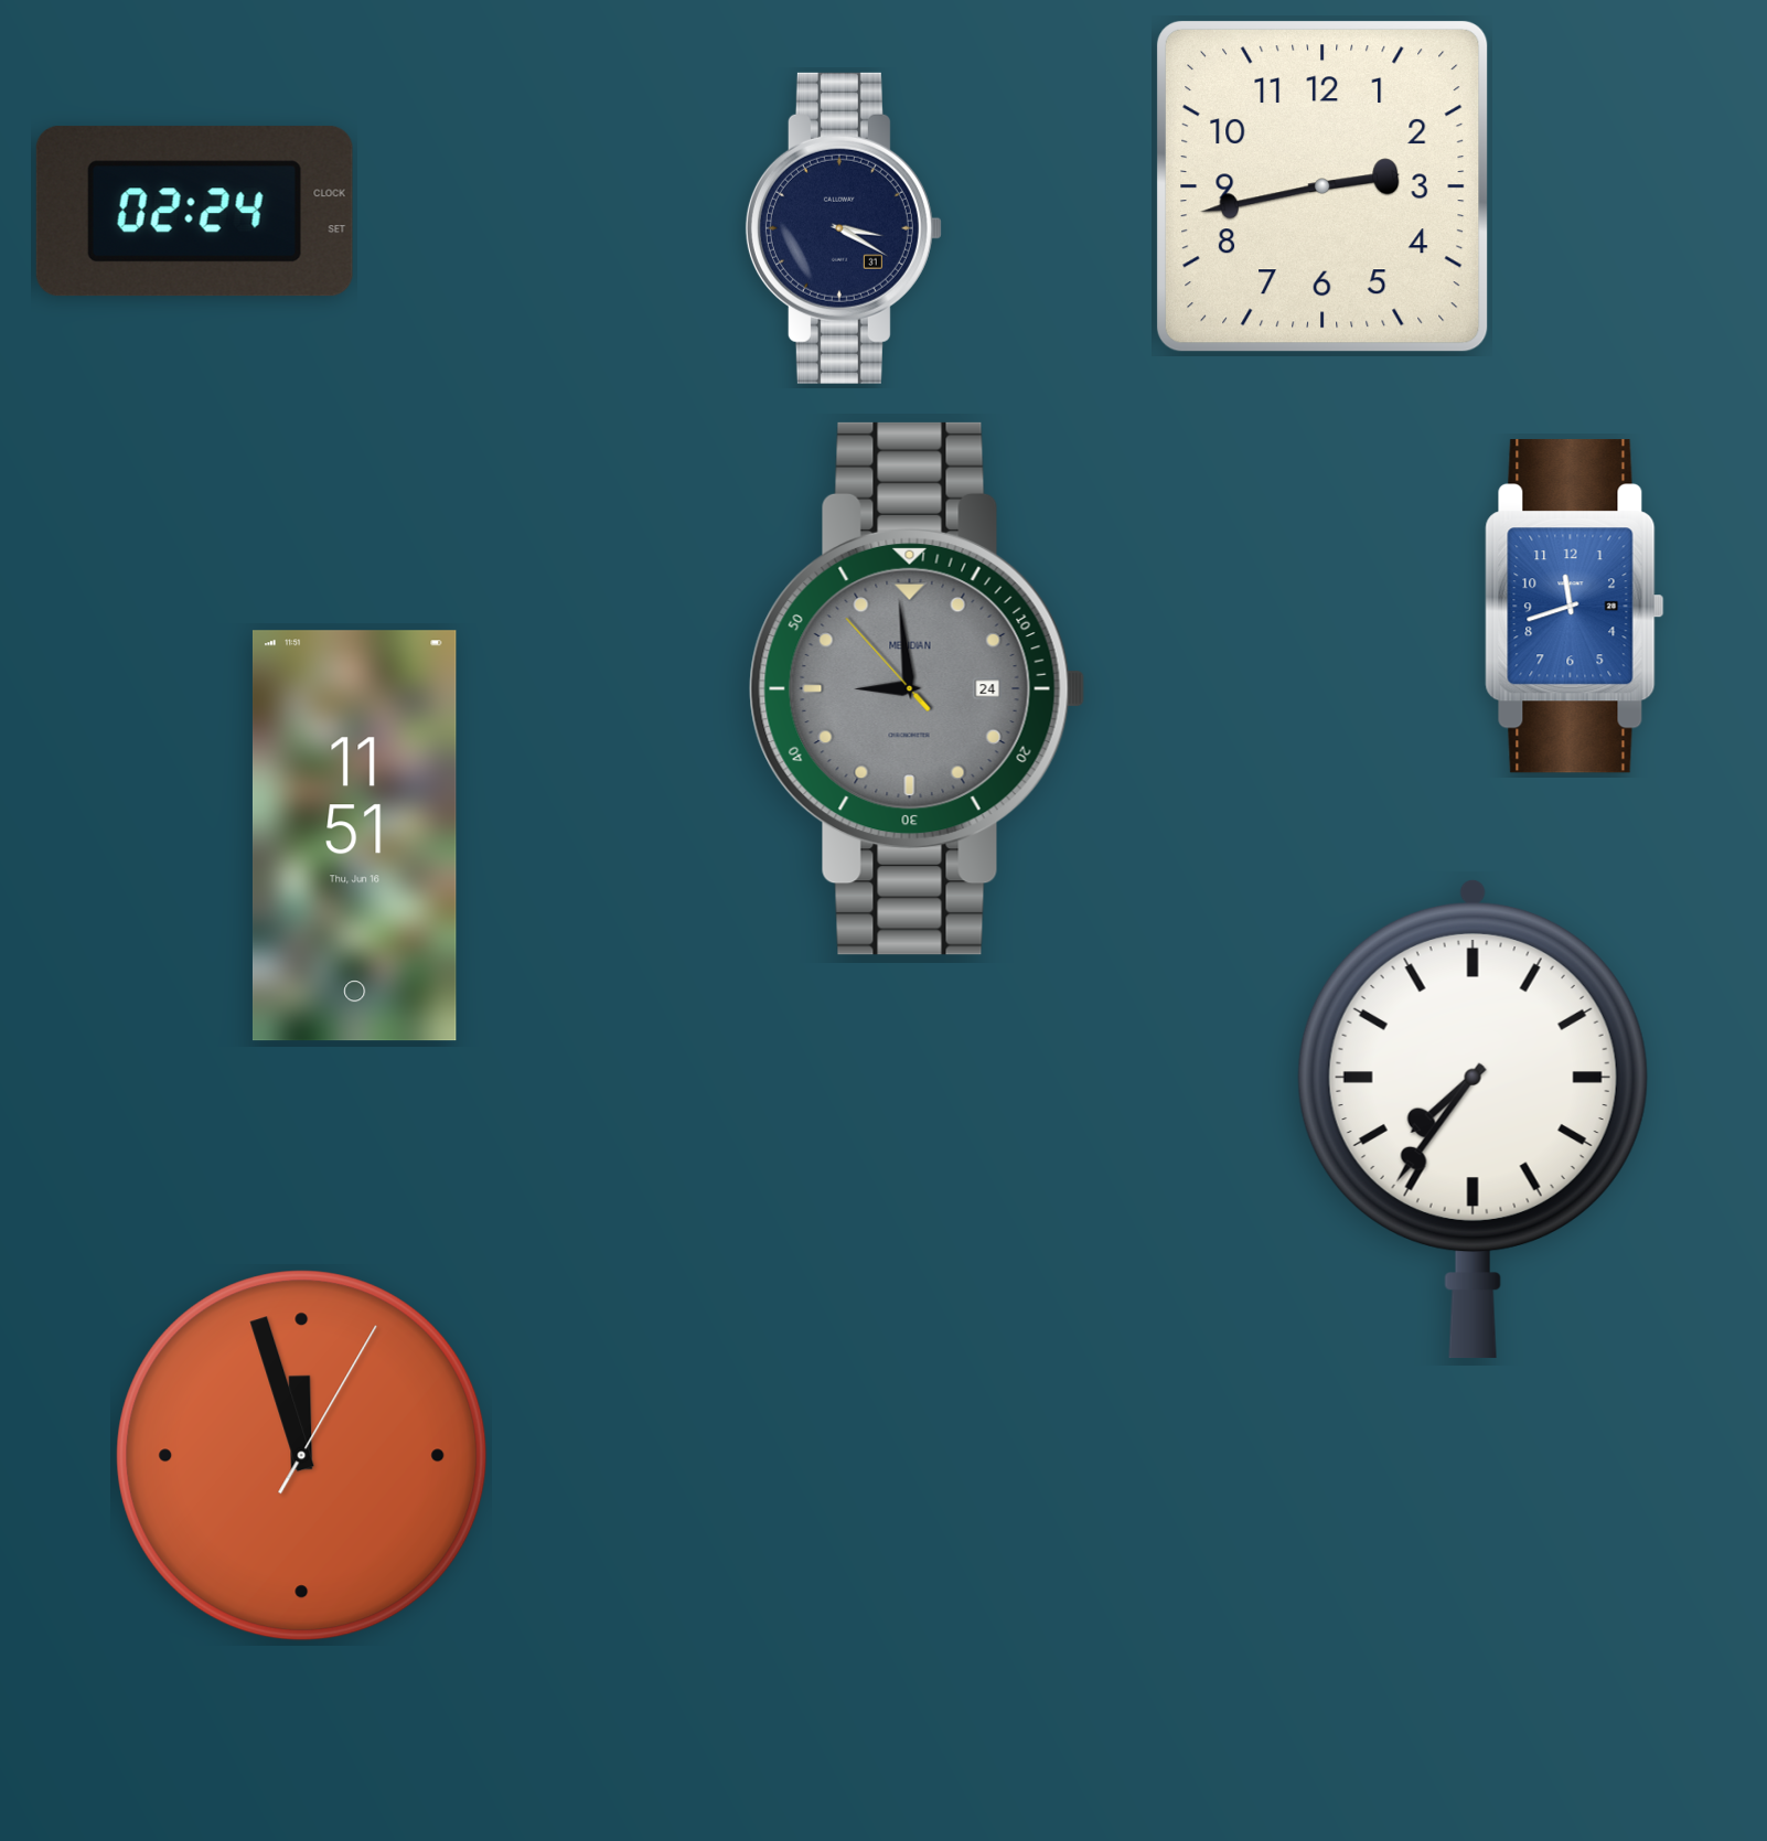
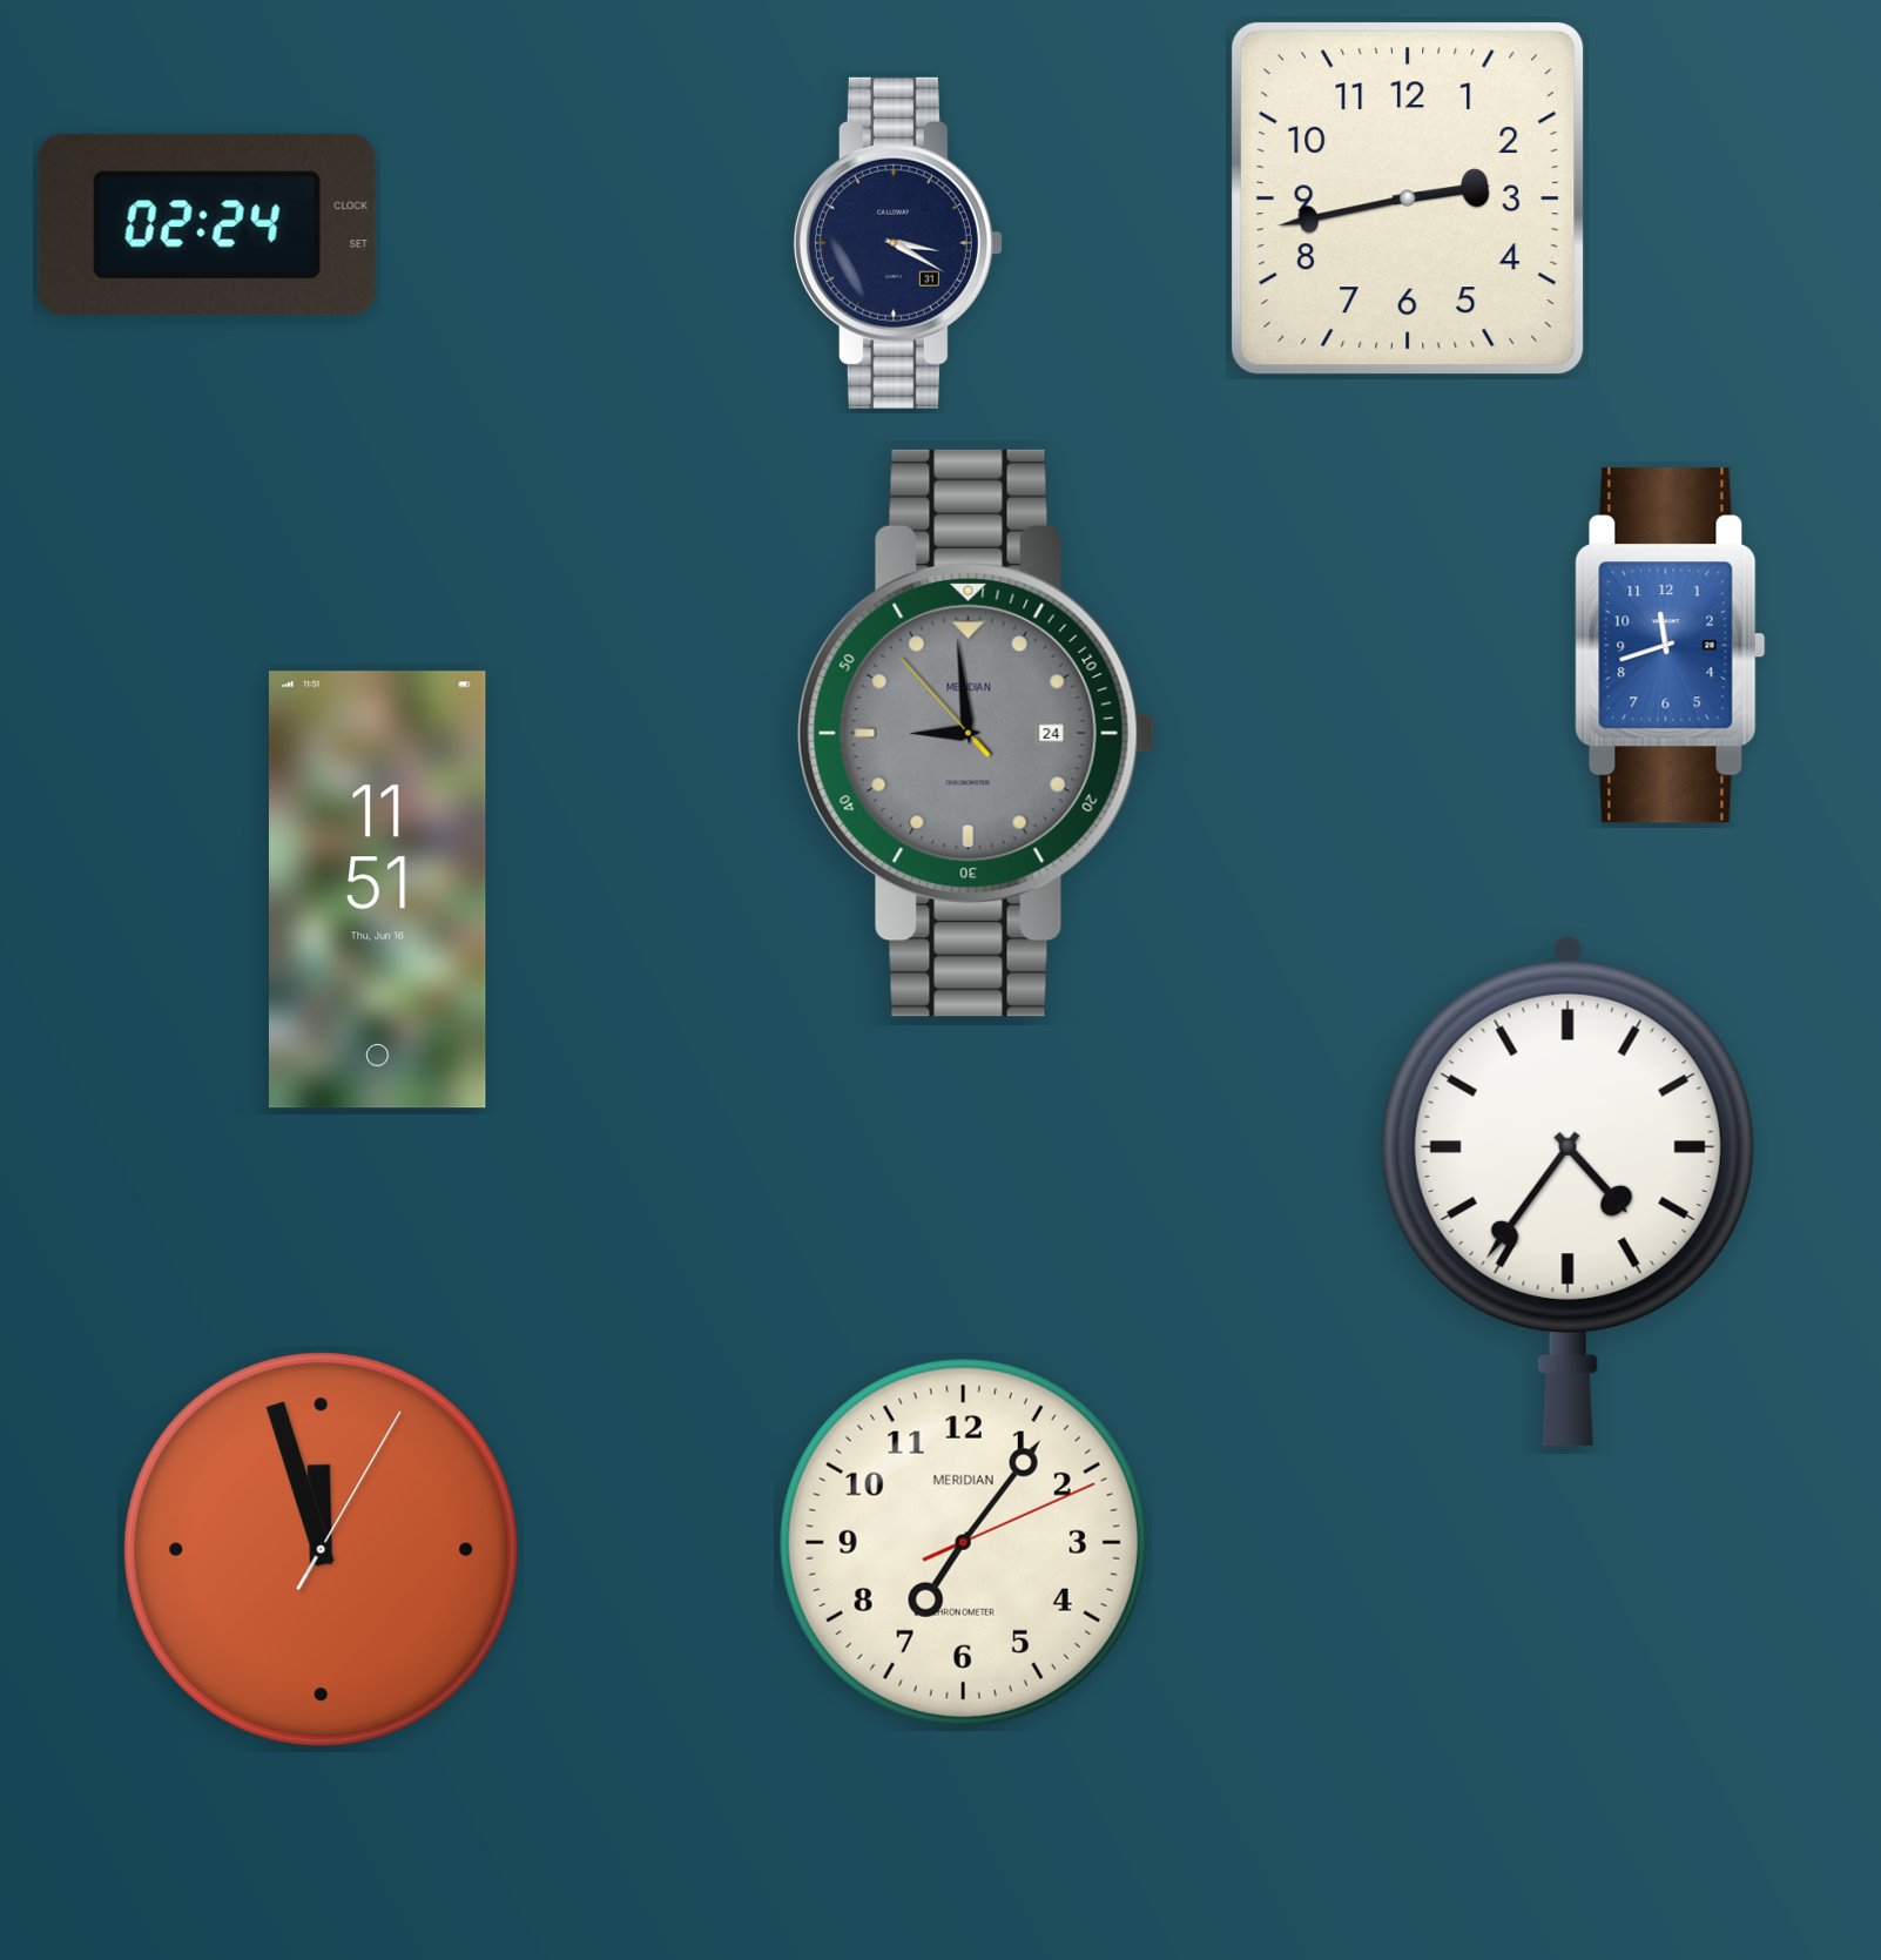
clock at (1575, 607) position: (1575, 607) -> (1671, 646)
clock at (1472, 1118): 7:36 -> 4:36
clock at (963, 1542): none -> 7:06
